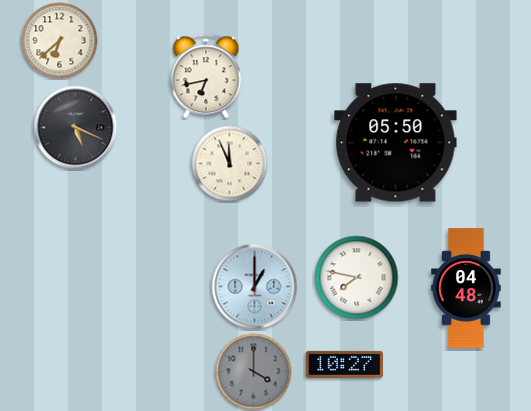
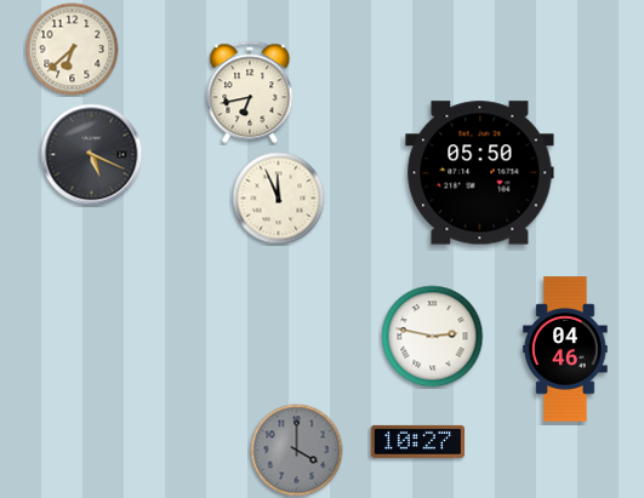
clock at (357, 278): 7:47 -> 2:47
clock at (255, 287): 1:00 -> none
clock at (466, 288): 04:48 -> 04:46
clock at (254, 372) position: (254, 372) -> (297, 451)
